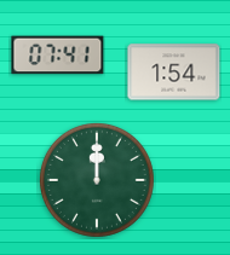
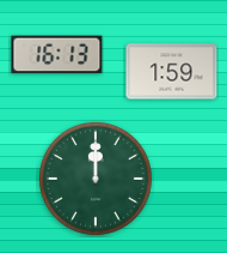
clock at (58, 56): 07:41 -> 16:13
clock at (174, 73): 1:54 -> 1:59
